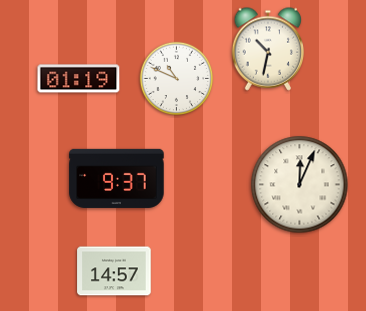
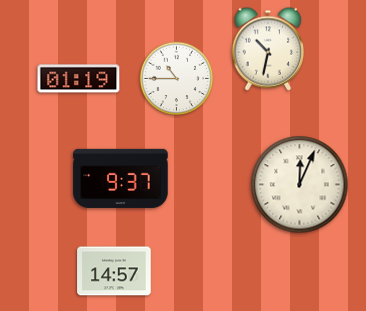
clock at (177, 79): 10:49 -> 10:45
clock at (117, 178) position: (117, 178) -> (121, 178)
